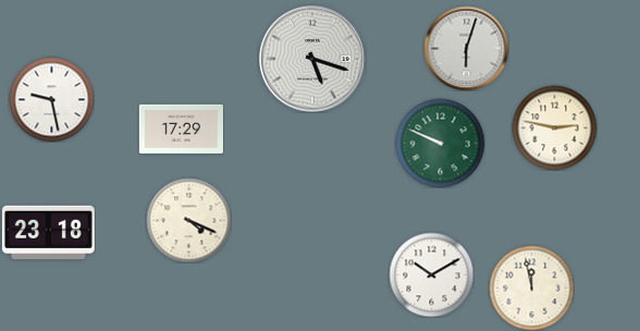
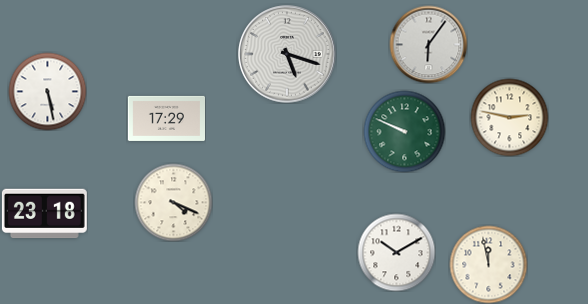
clock at (466, 48): 6:03 -> 6:06
clock at (51, 99): 9:28 -> 5:28
